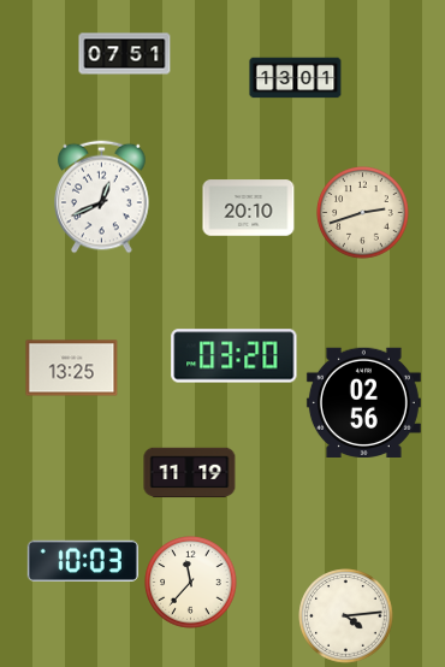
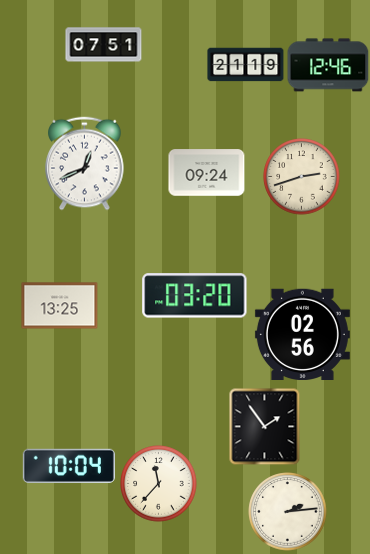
clock at (296, 78): 13:01 -> 21:19
clock at (328, 65): none -> 12:46
clock at (249, 208): 20:10 -> 09:24
clock at (190, 473): 11:19 -> none
clock at (265, 426): none -> 1:54
clock at (83, 561): 10:03 -> 10:04
clock at (346, 616): 4:14 -> 2:14
